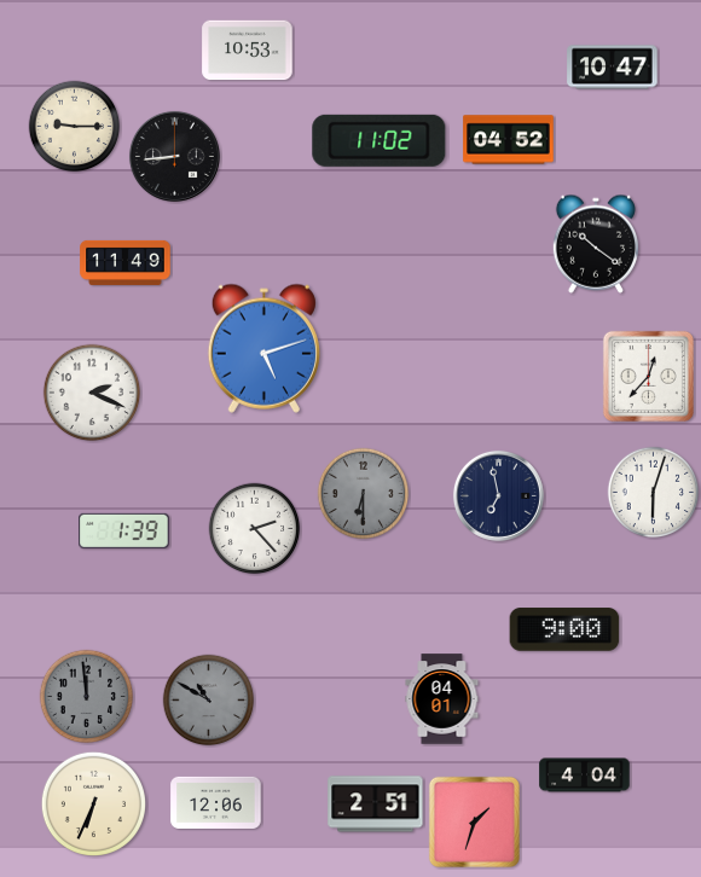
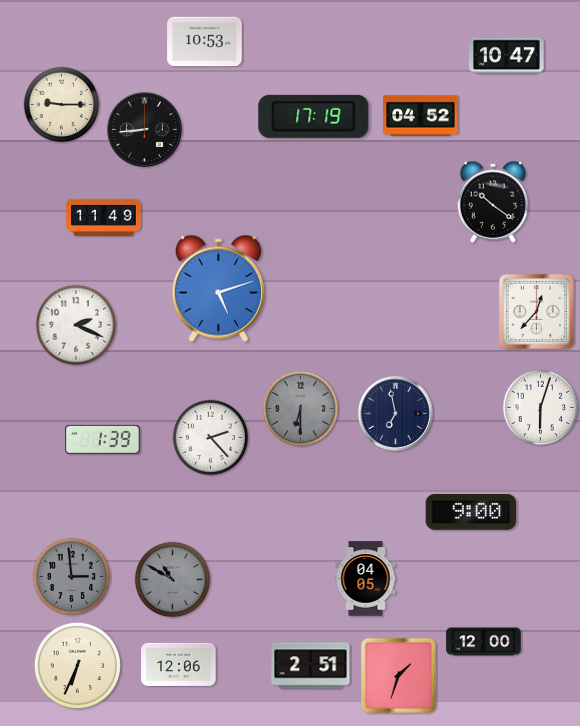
clock at (380, 140): 11:02 -> 17:19
clock at (498, 495) position: (498, 495) -> (395, 413)
clock at (564, 629) position: (564, 629) -> (471, 512)
clock at (87, 697): 11:59 -> 2:59
clock at (442, 699): 04:01 -> 04:05
clock at (585, 776): 4:04 -> 12:00
clock at (474, 821) position: (474, 821) -> (398, 675)
